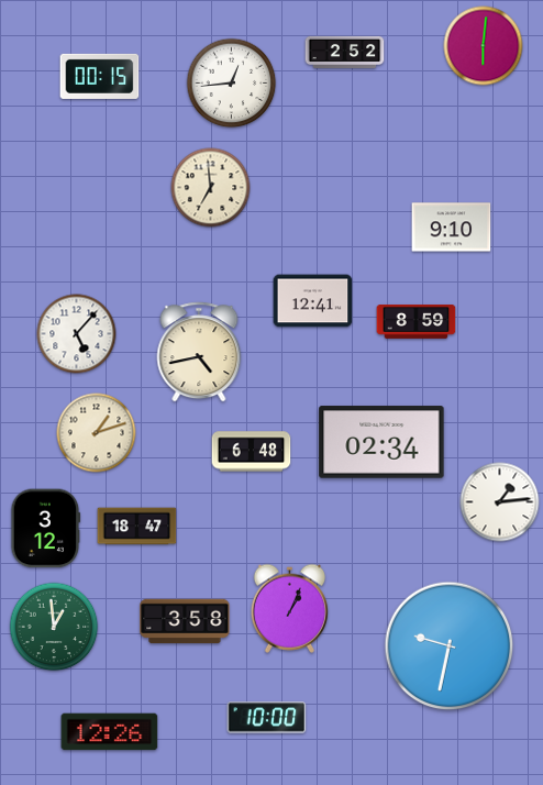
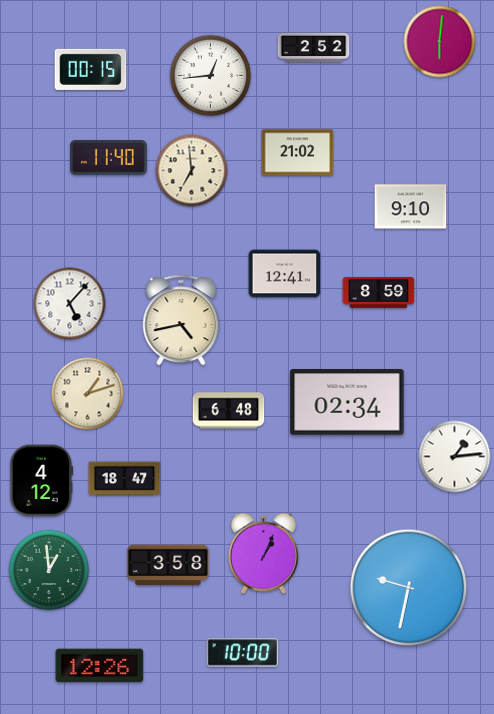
clock at (298, 153): none -> 21:02
clock at (109, 158): none -> 11:40
clock at (46, 529): 3:12 -> 4:12
